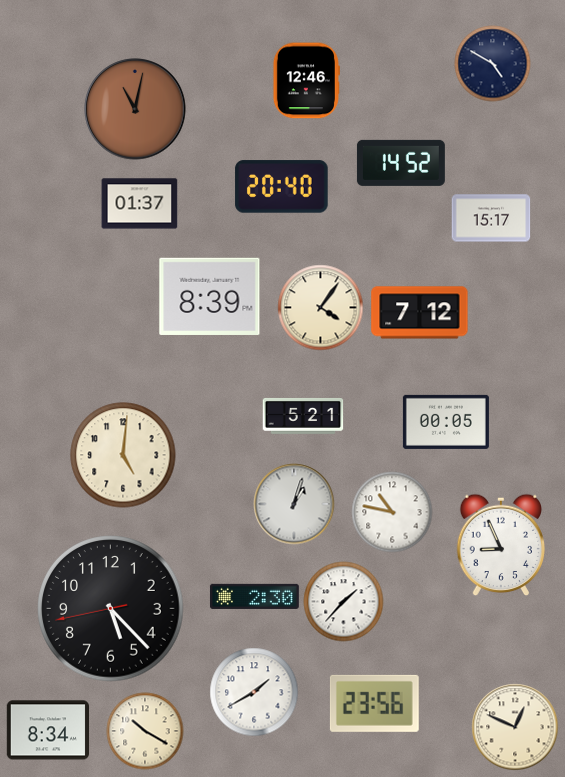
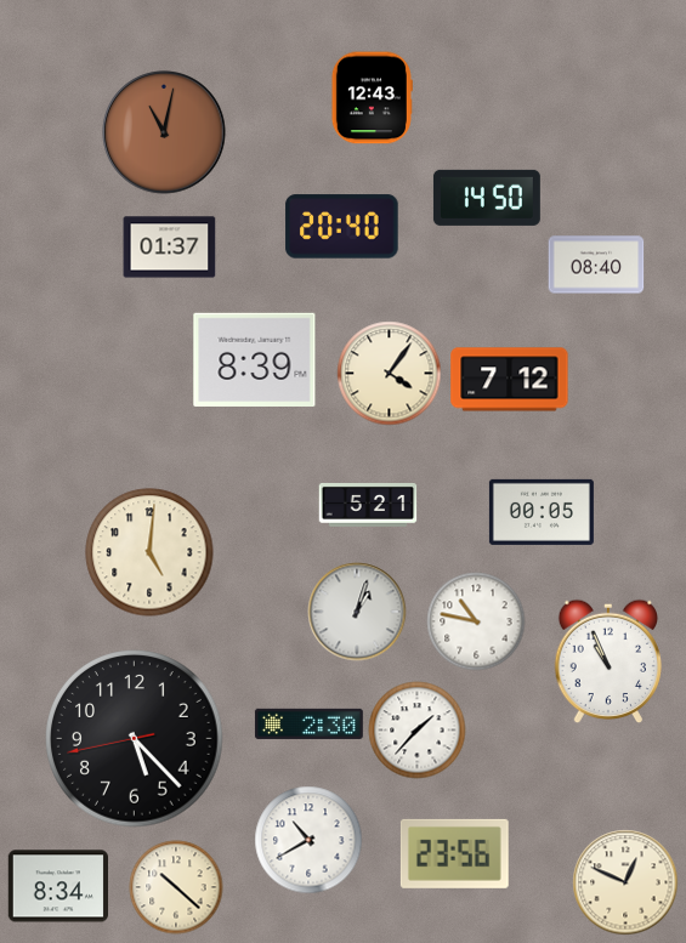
clock at (493, 64): 4:50 -> none
clock at (306, 81): 12:46 -> 12:43
clock at (401, 163): 14:52 -> 14:50
clock at (491, 218): 15:17 -> 08:40
clock at (501, 545): 8:56 -> 10:56
clock at (254, 692): 1:40 -> 10:40
clock at (145, 731): 10:20 -> 10:22
